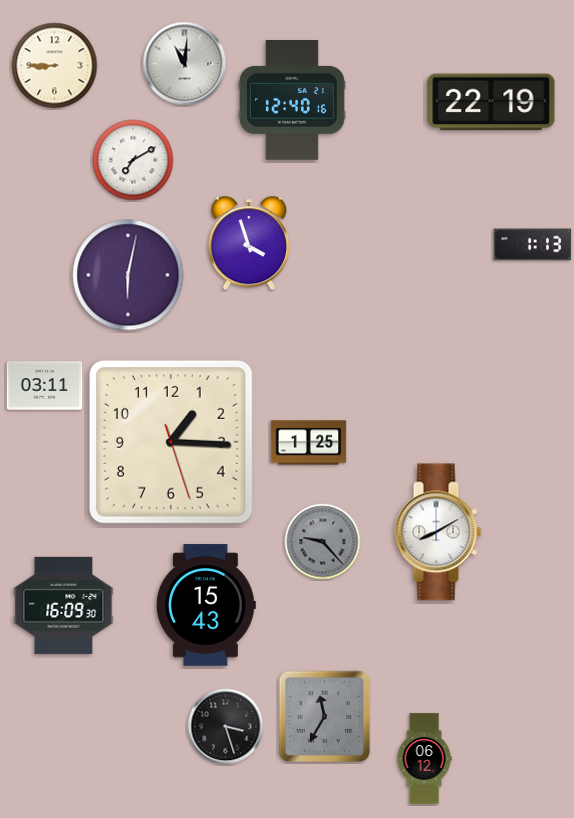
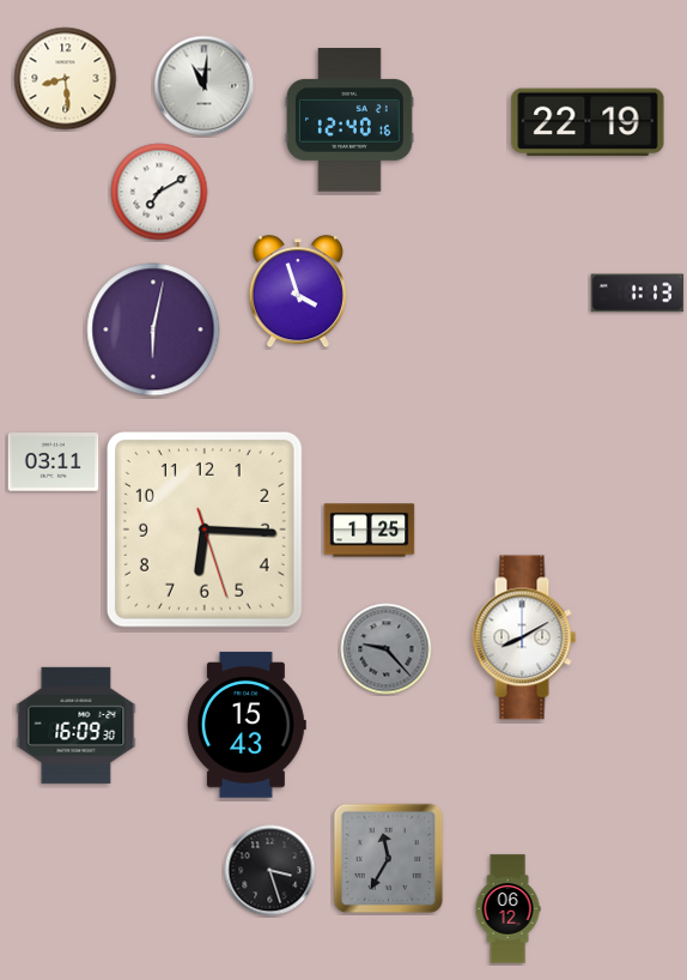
clock at (185, 64) position: (185, 64) -> (205, 86)
clock at (55, 66): 8:45 -> 8:29
clock at (171, 442): 1:15 -> 6:15
